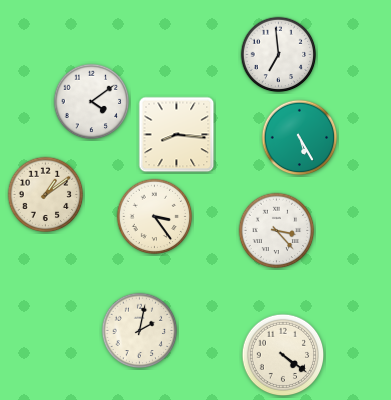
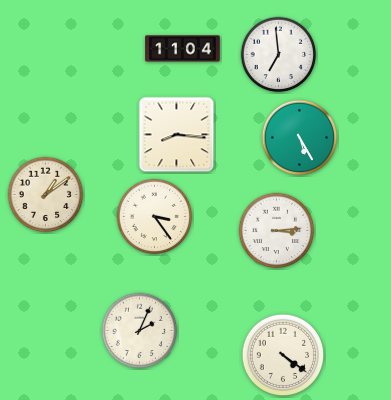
clock at (183, 49): none -> 11:04
clock at (92, 102): 4:09 -> none
clock at (277, 231): 3:23 -> 3:14
clock at (140, 331): 2:02 -> 2:04
